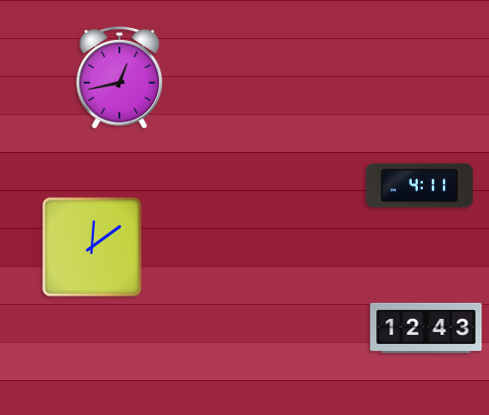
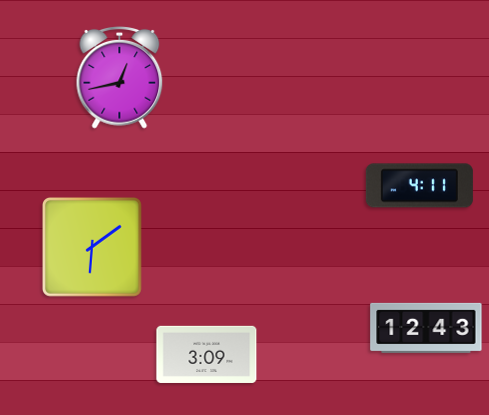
clock at (92, 247): 12:09 -> 6:09
clock at (207, 354): none -> 3:09
